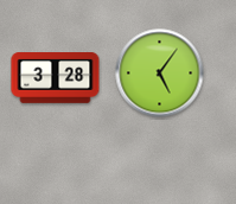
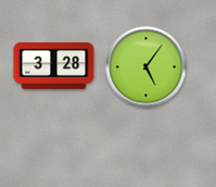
clock at (56, 78) position: (56, 78) -> (54, 66)
